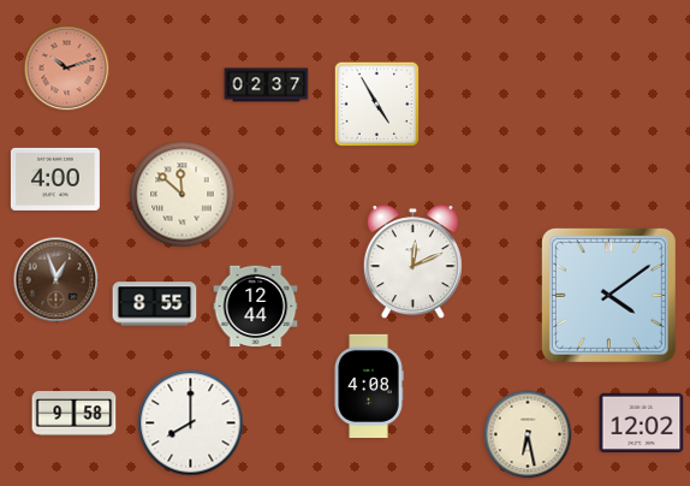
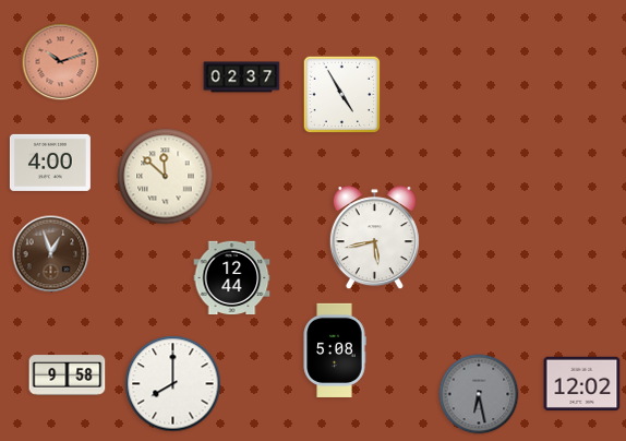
clock at (412, 262): 12:11 -> 5:43
clock at (608, 295): 4:09 -> none
clock at (155, 304): 8:55 -> none
clock at (369, 386): 4:08 -> 5:08
clock at (528, 434) dial: cream -> grey
